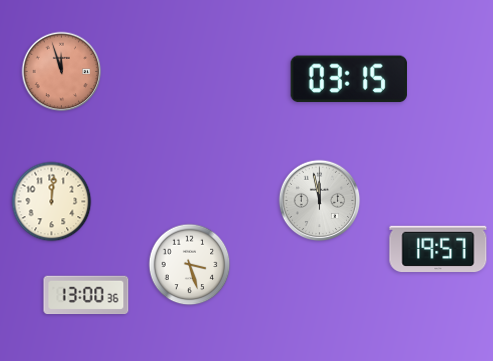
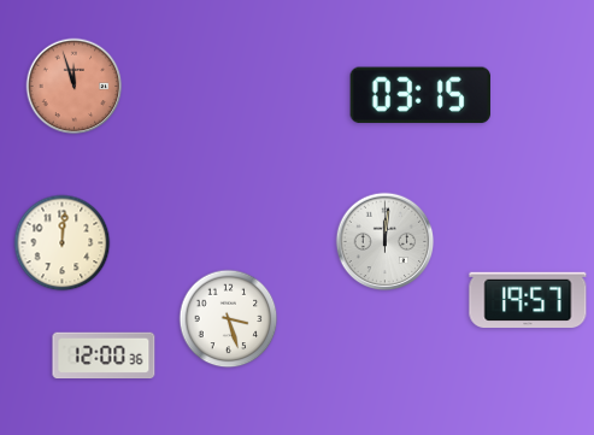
clock at (320, 201): 11:58 -> 12:01
clock at (86, 295): 13:00 -> 12:00
